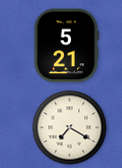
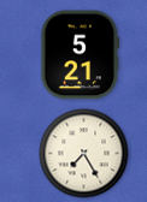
clock at (70, 128): 7:20 -> 7:25
